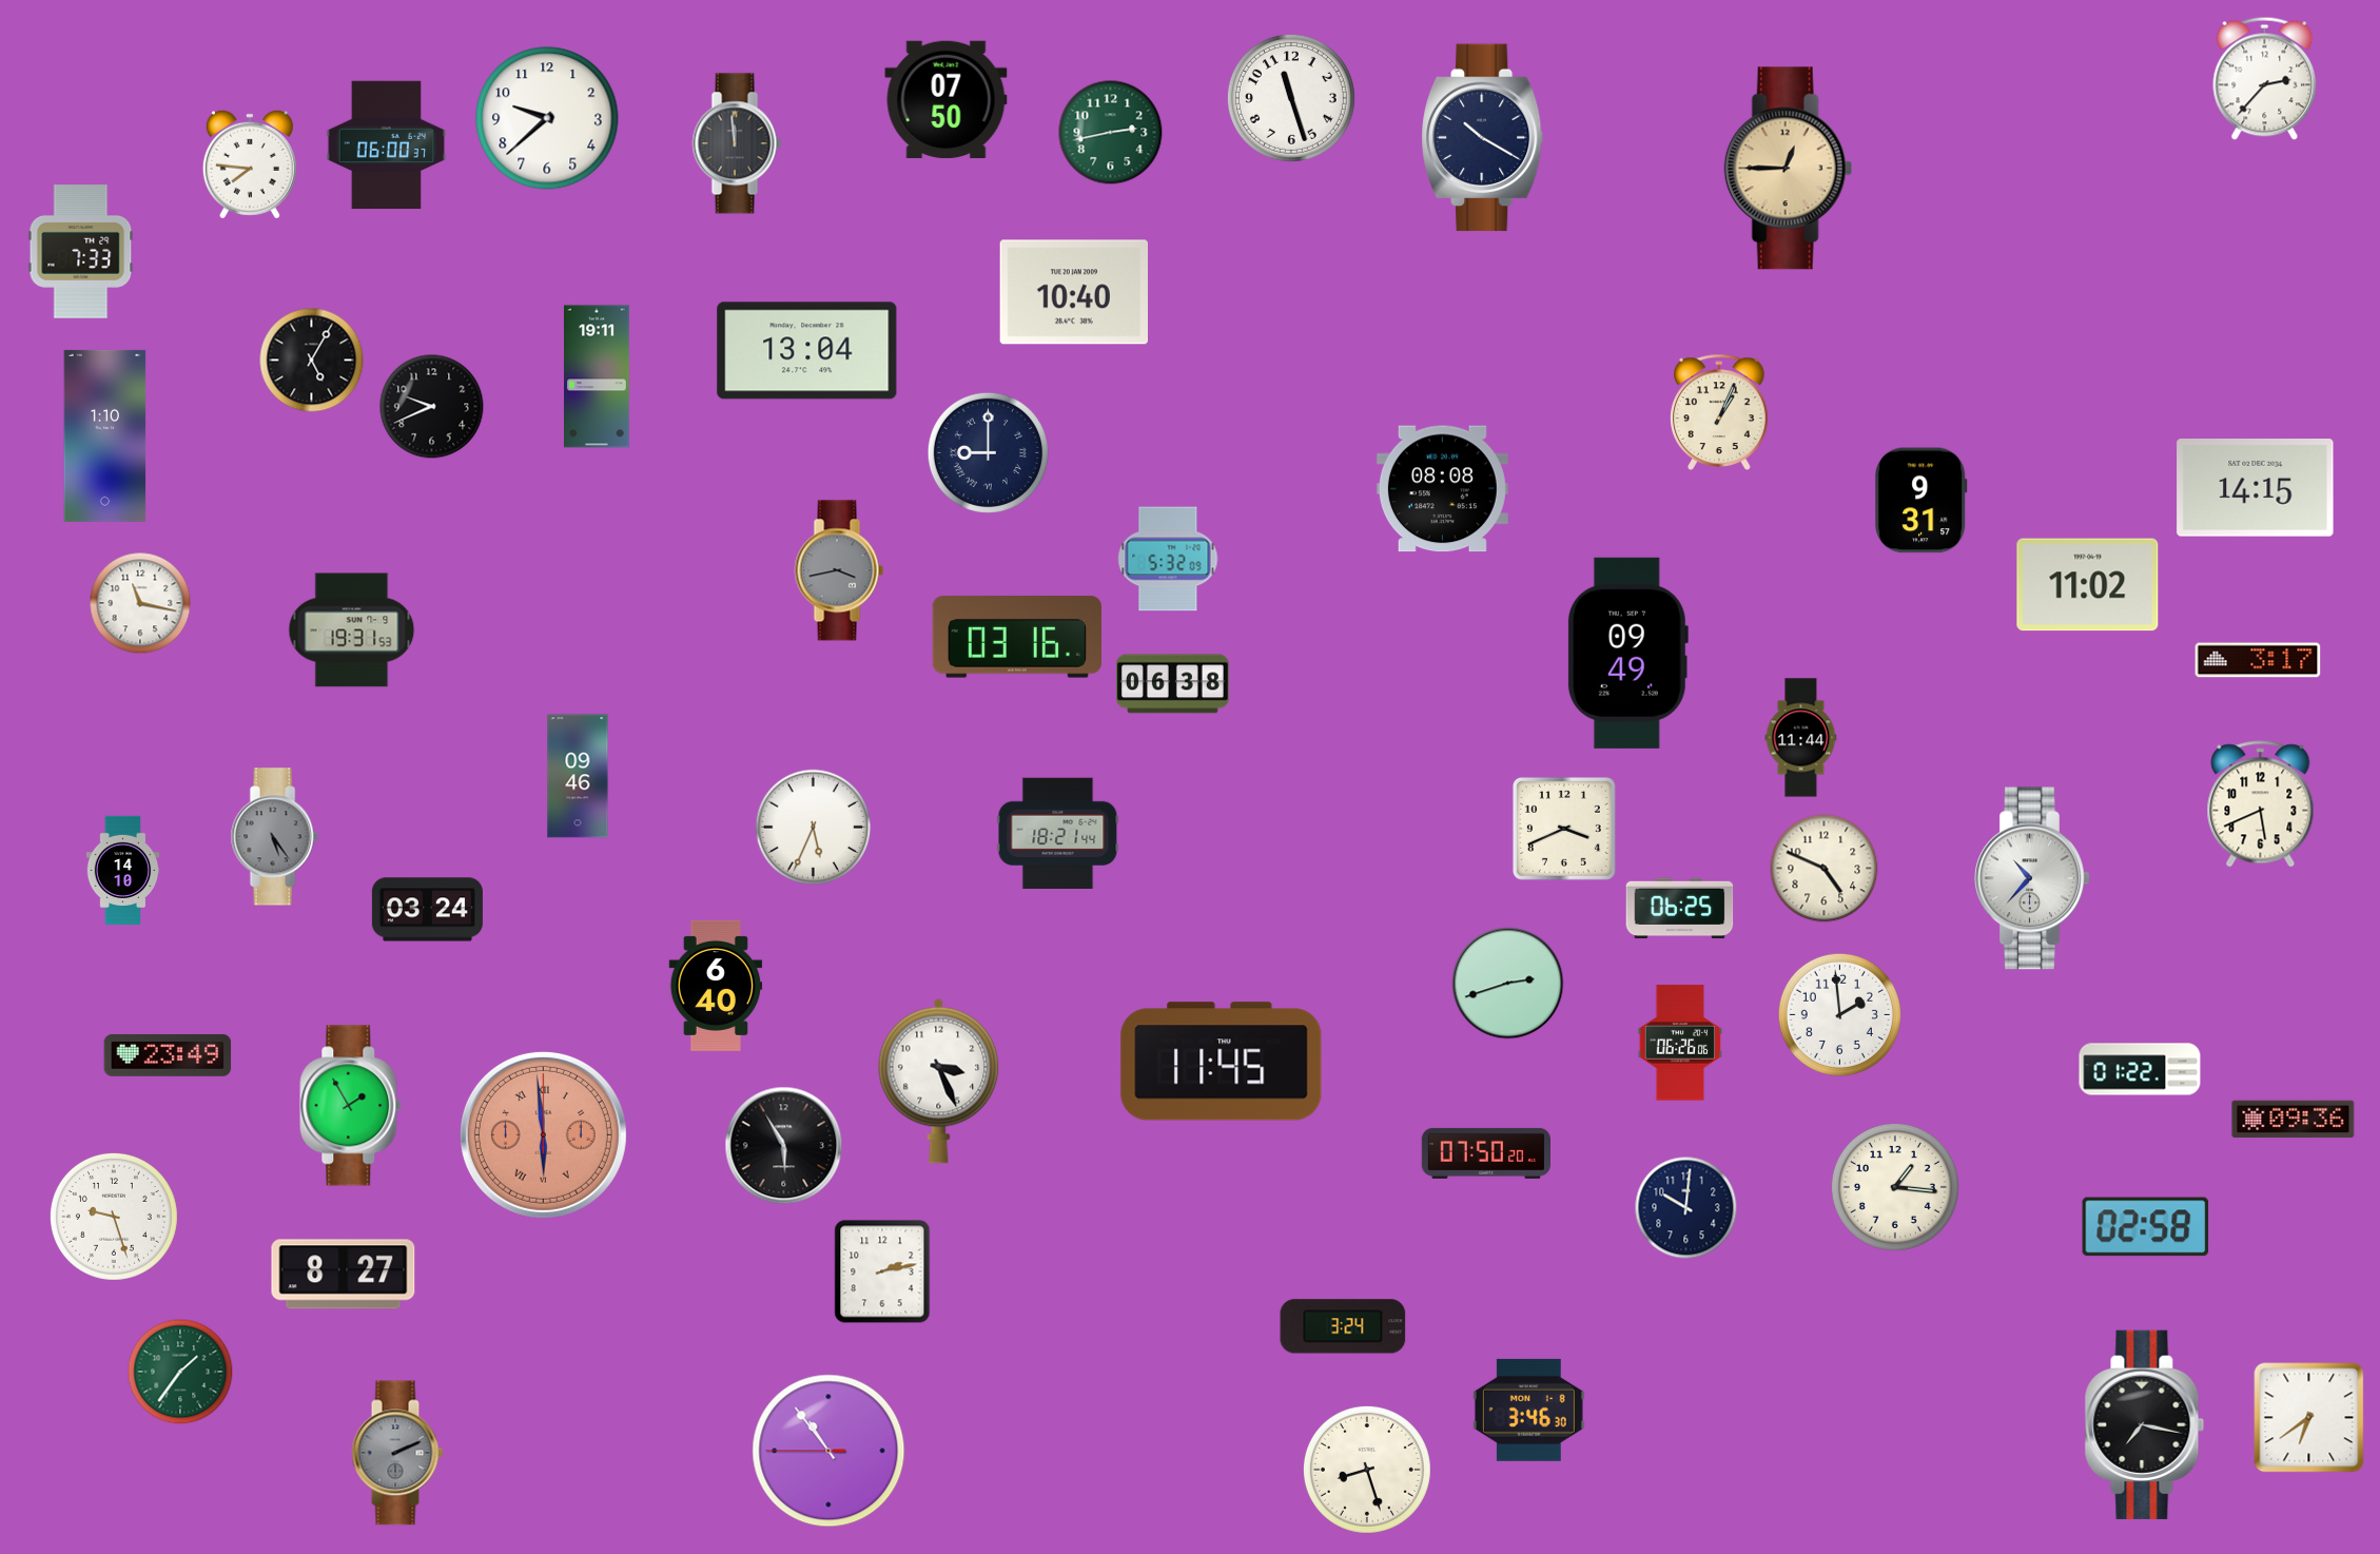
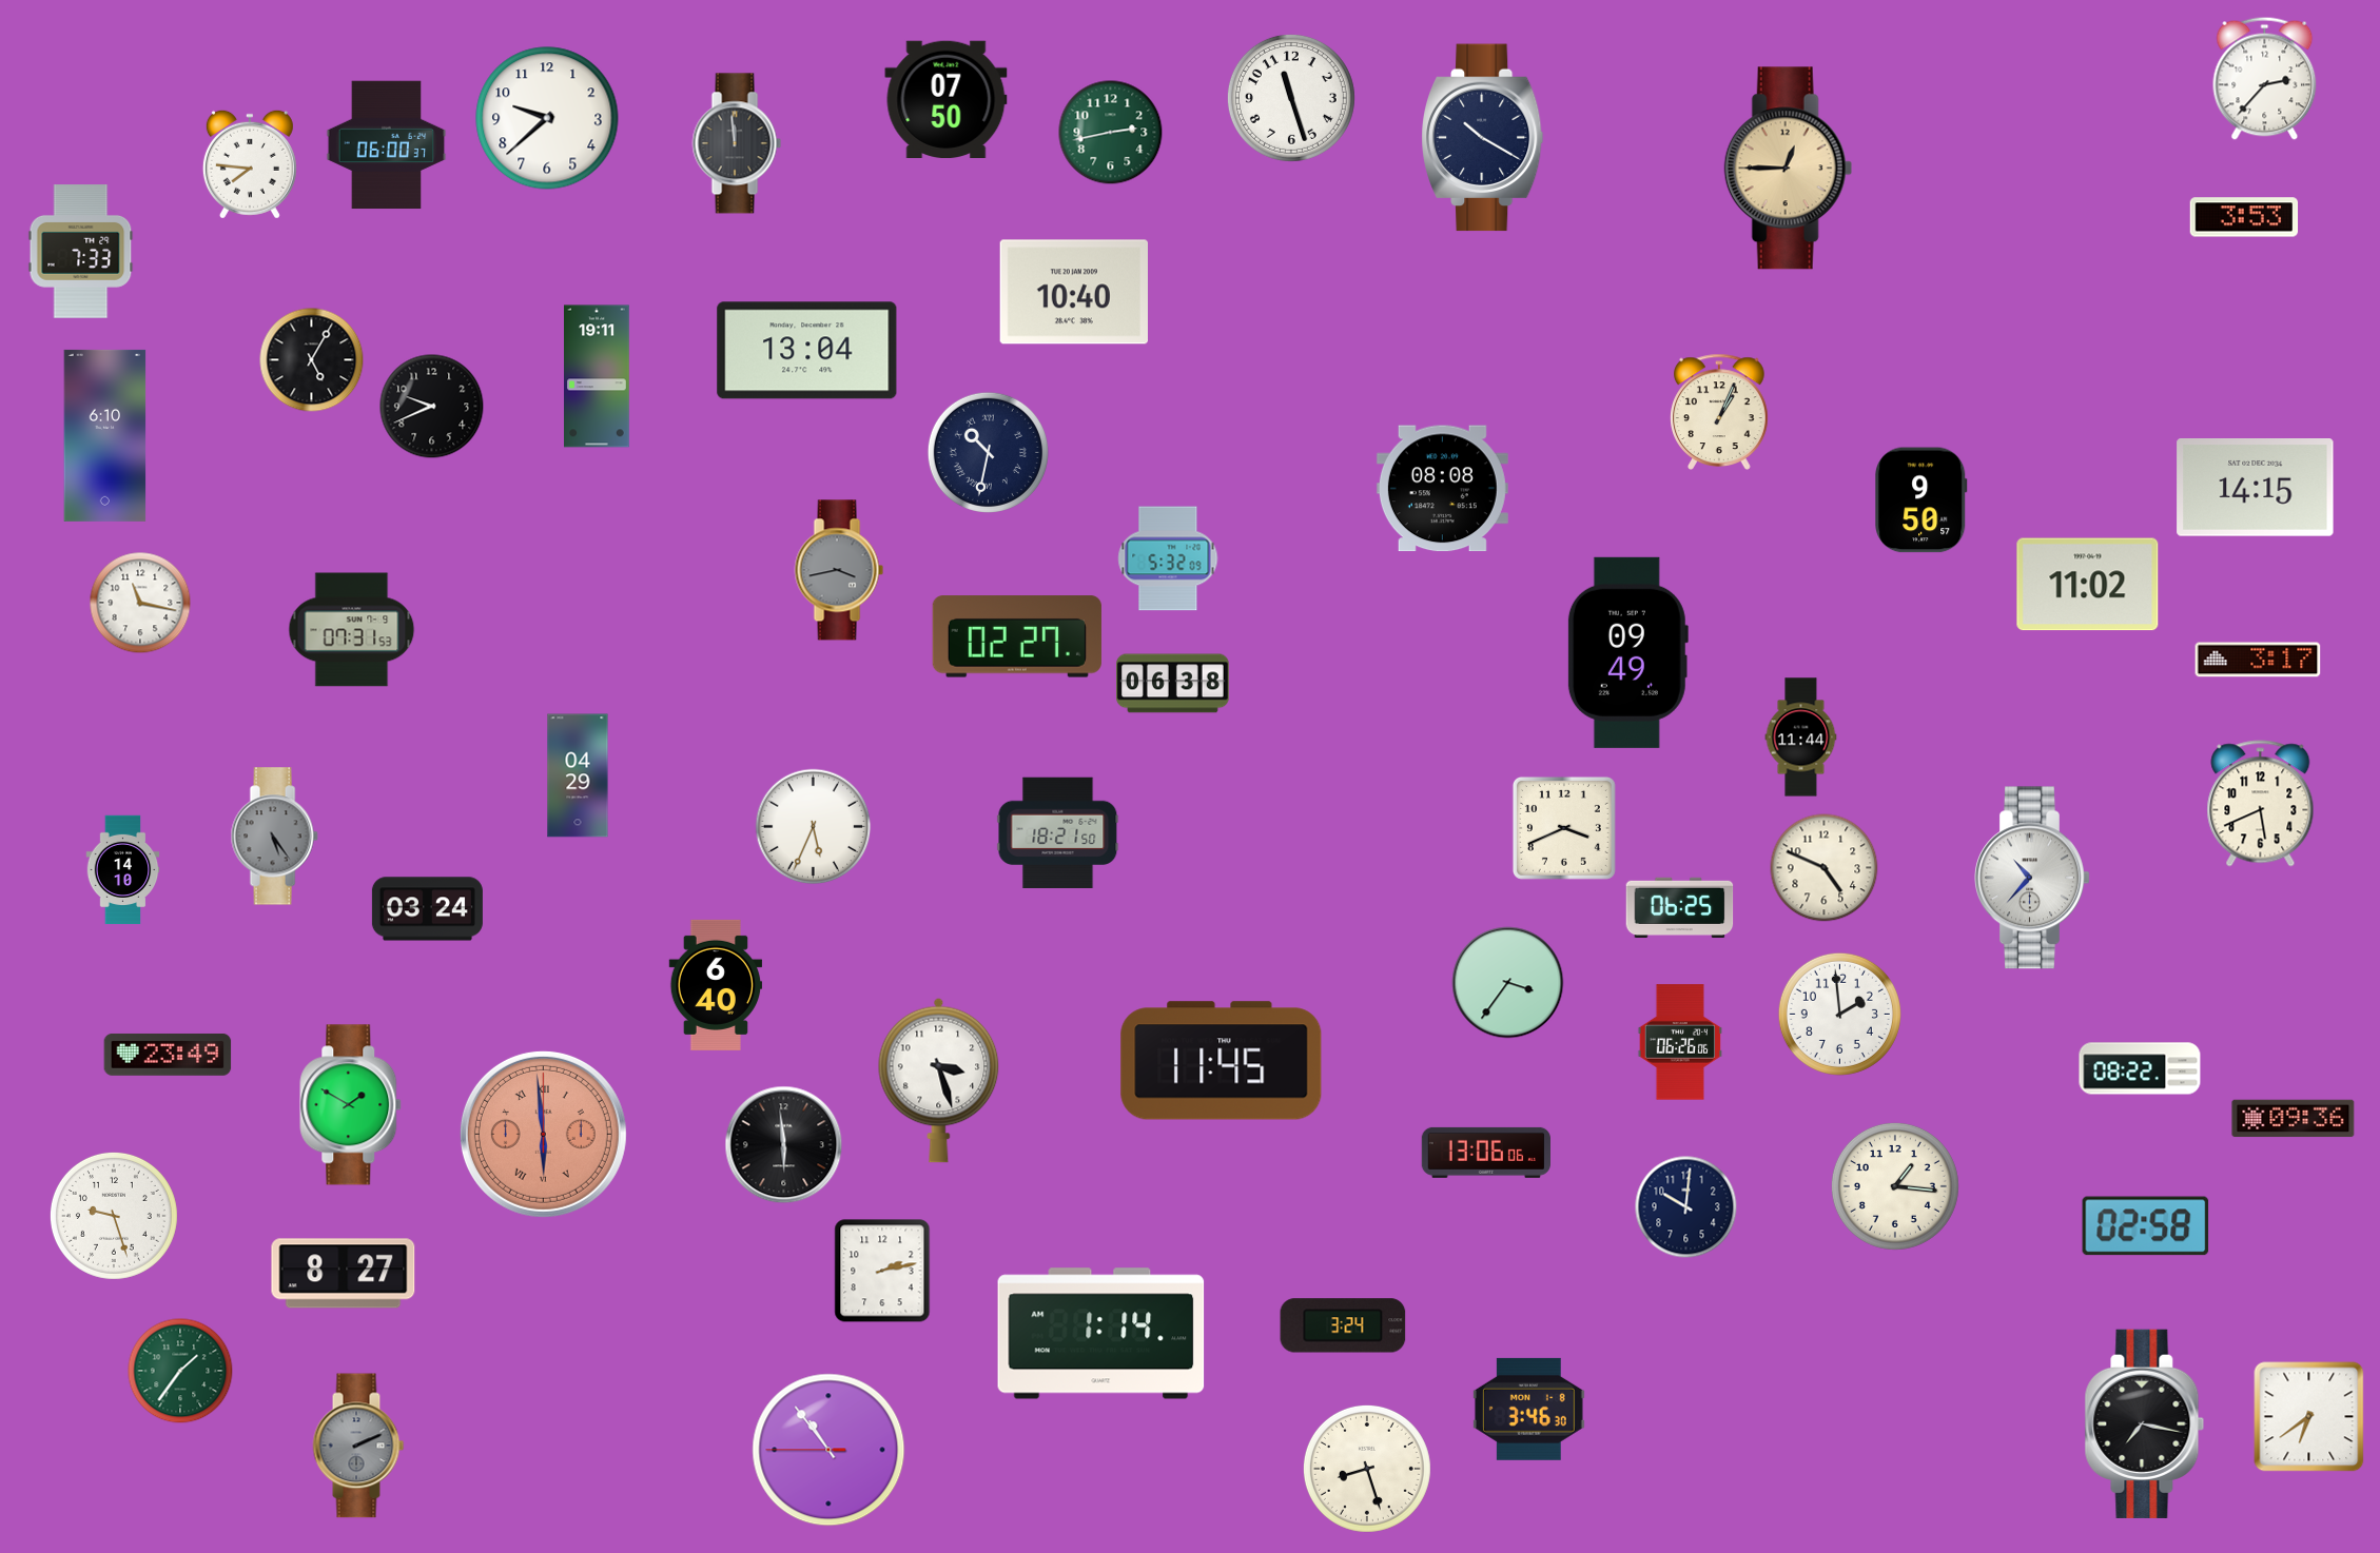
clock at (2244, 217): none -> 3:53
clock at (105, 435): 1:10 -> 6:10
clock at (988, 452): 9:00 -> 10:32
clock at (1921, 501): 9:31 -> 9:50
clock at (352, 630): 19:31 -> 07:31
clock at (1017, 637): 03:16 -> 02:27
clock at (578, 776): 09:46 -> 04:29
clock at (1058, 833): 18:21:44 -> 18:21:50
clock at (1508, 984): 2:42 -> 3:36
clock at (2140, 1069): 01:22 -> 08:22
clock at (939, 1081): 3:26 -> 3:27
clock at (351, 1106): 1:55 -> 1:50
clock at (784, 1146): 5:55 -> 5:59
clock at (1485, 1153): 07:50 -> 13:06
clock at (1101, 1334): none -> 1:14
clock at (397, 1453) position: (397, 1453) -> (358, 1446)
